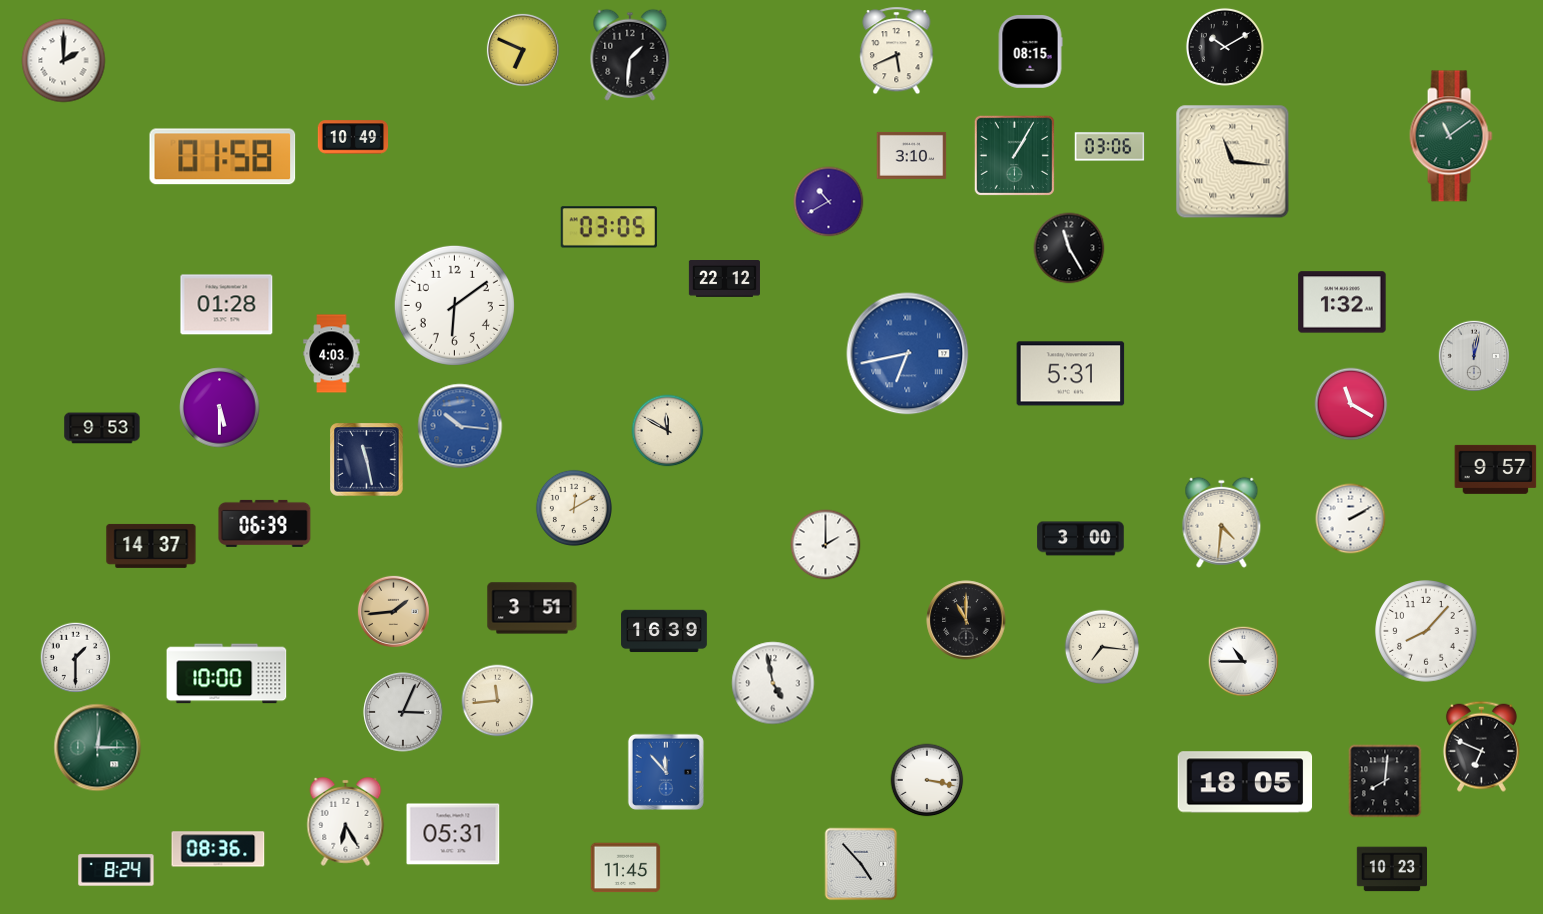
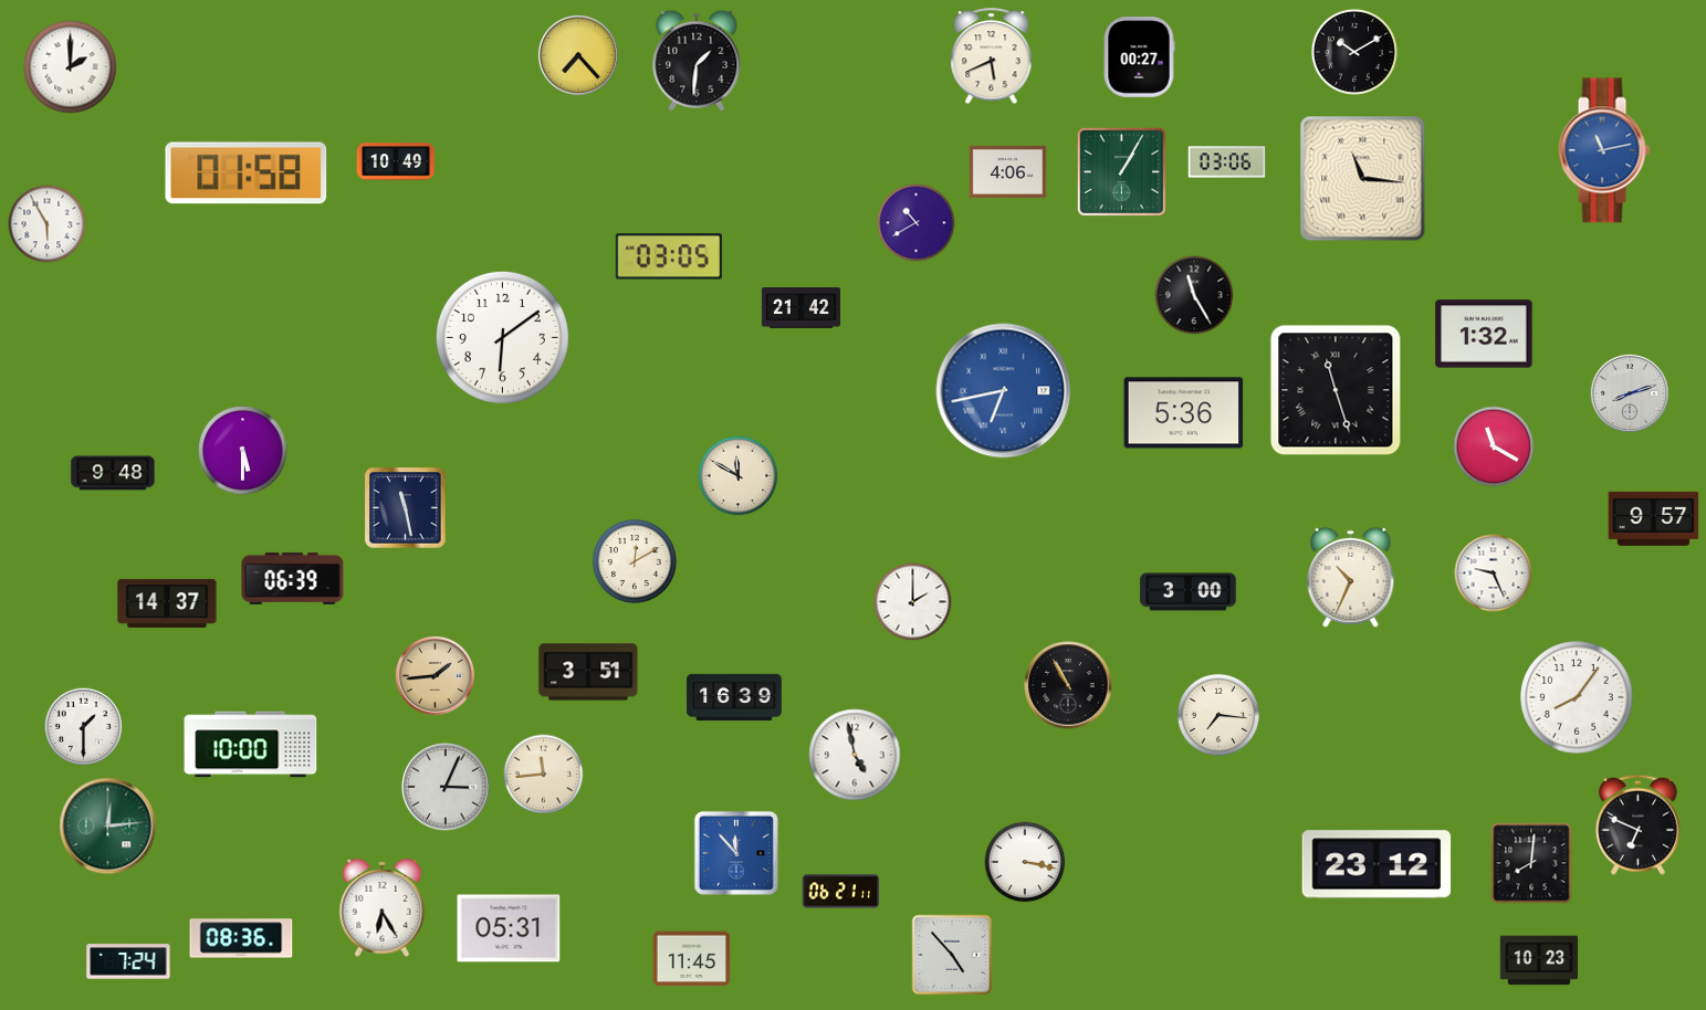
clock at (523, 50): 6:49 -> 7:23
clock at (1030, 52): 08:15 -> 00:27
clock at (1451, 136): 11:09 -> 11:13
clock at (1451, 136) dial: green -> blue
clock at (353, 137) position: (353, 137) -> (396, 161)
clock at (912, 155): 3:10 -> 4:06
clock at (48, 224): none -> 5:55
clock at (609, 227) position: (609, 227) -> (669, 256)
clock at (1069, 248) position: (1069, 248) -> (1194, 295)
clock at (724, 279): 22:12 -> 21:42
clock at (227, 305): 01:28 -> none
clock at (1336, 390): none -> 11:27
clock at (332, 354): 4:03 -> none
clock at (1473, 355): 12:02 -> 8:12
clock at (1071, 374): 5:31 -> 5:36
clock at (460, 426): 10:16 -> none
clock at (102, 428): 9:53 -> 9:48
clock at (1351, 519): 2:10 -> 9:26
clock at (1222, 522): 4:31 -> 10:34
clock at (1081, 539) position: (1081, 539) -> (1189, 592)
clock at (966, 620): 11:00 -> 10:55
clock at (1426, 631): 8:07 -> 8:06
clock at (1244, 662): 10:45 -> none
clock at (498, 701) position: (498, 701) -> (544, 775)
clock at (98, 748): 12:15 -> 12:14
clock at (1245, 782): 18:05 -> 23:12
clock at (841, 892): none -> 06:21
clock at (453, 834) position: (453, 834) -> (509, 928)
clock at (116, 870): 8:24 -> 7:24
